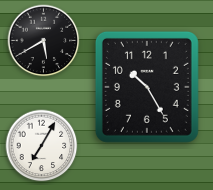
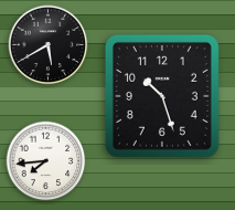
clock at (147, 87): 10:25 -> 10:27
clock at (42, 146): 7:05 -> 7:44
